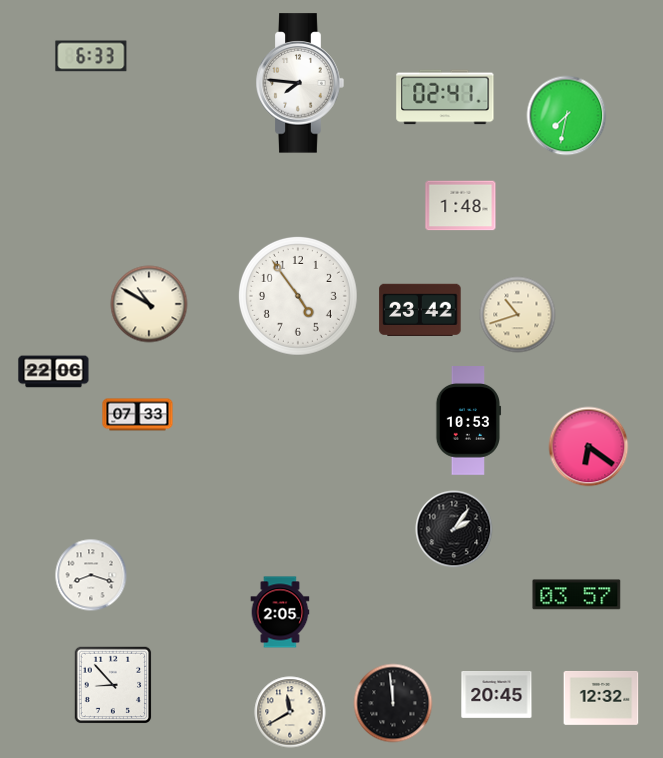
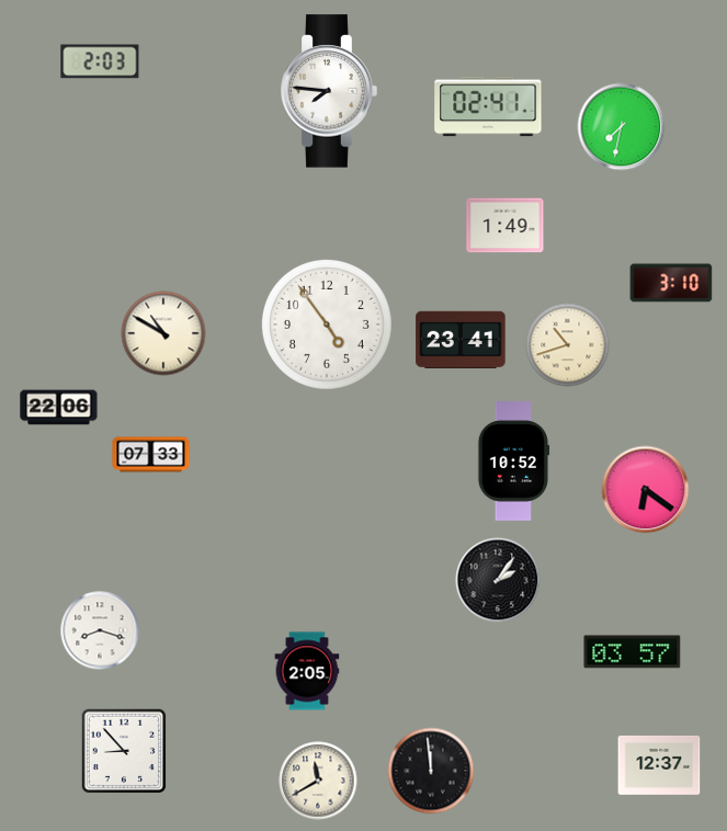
clock at (91, 56): 6:33 -> 2:03
clock at (461, 206): 1:48 -> 1:49
clock at (671, 283): none -> 3:10
clock at (420, 310): 23:42 -> 23:41
clock at (468, 421): 10:53 -> 10:52
clock at (497, 695): 20:45 -> none
clock at (601, 698): 12:32 -> 12:37
